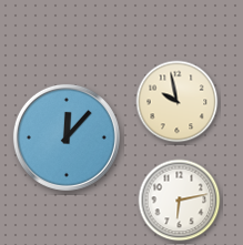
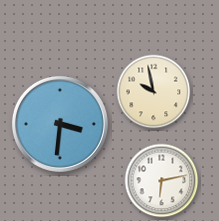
clock at (178, 102) position: (178, 102) -> (154, 92)
clock at (67, 137): 12:07 -> 3:31
